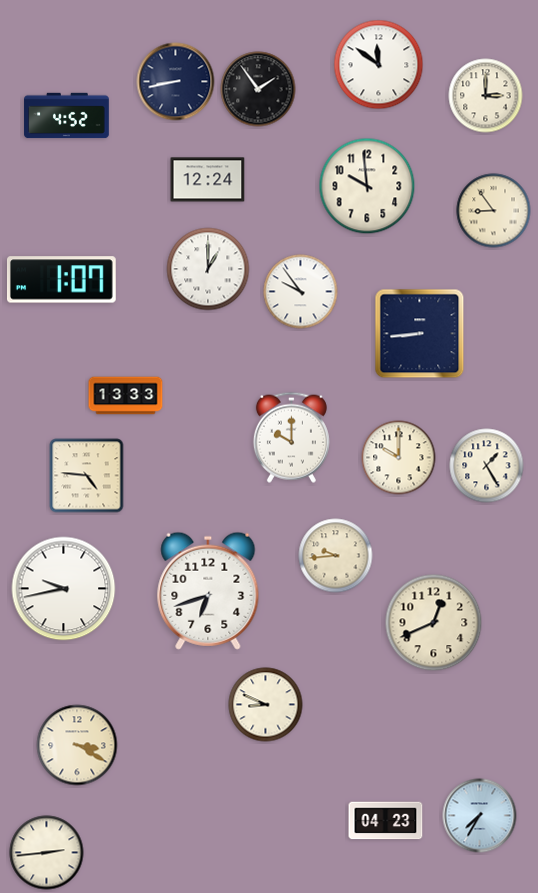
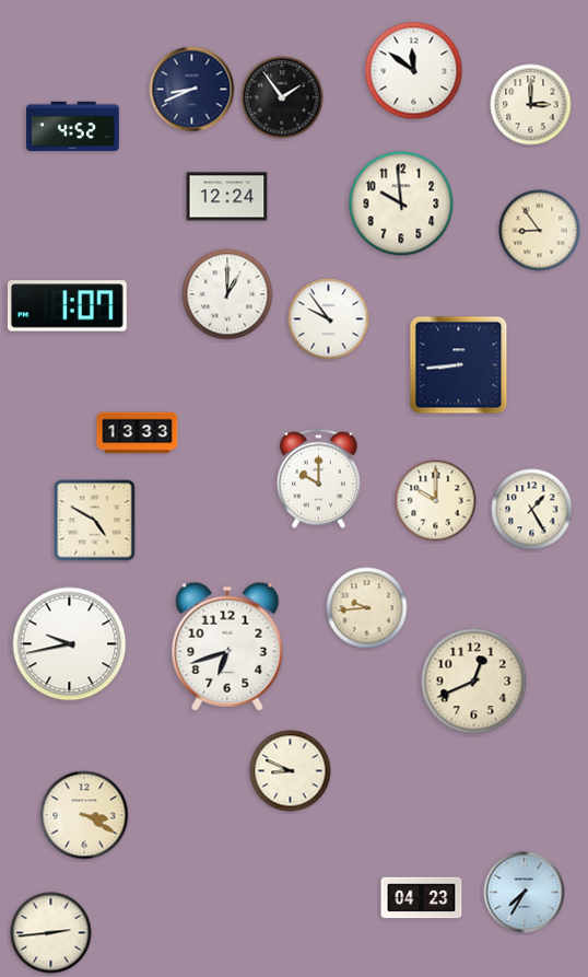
clock at (176, 82): 8:43 -> 8:41
clock at (87, 476): 4:46 -> 4:50
